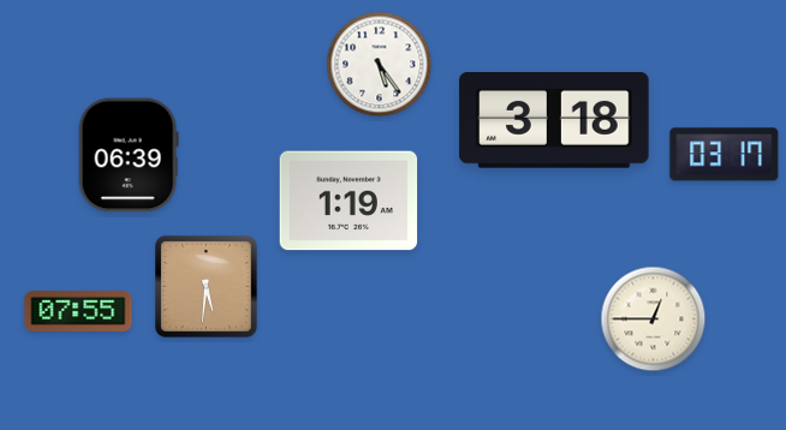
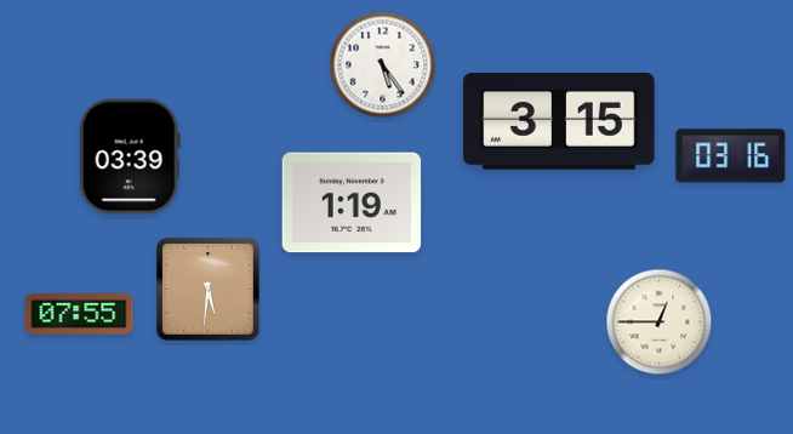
clock at (554, 121): 3:18 -> 3:15
clock at (129, 155): 06:39 -> 03:39
clock at (725, 155): 03:17 -> 03:16
